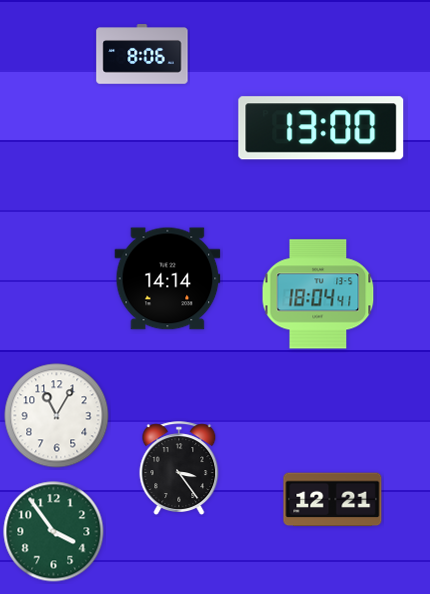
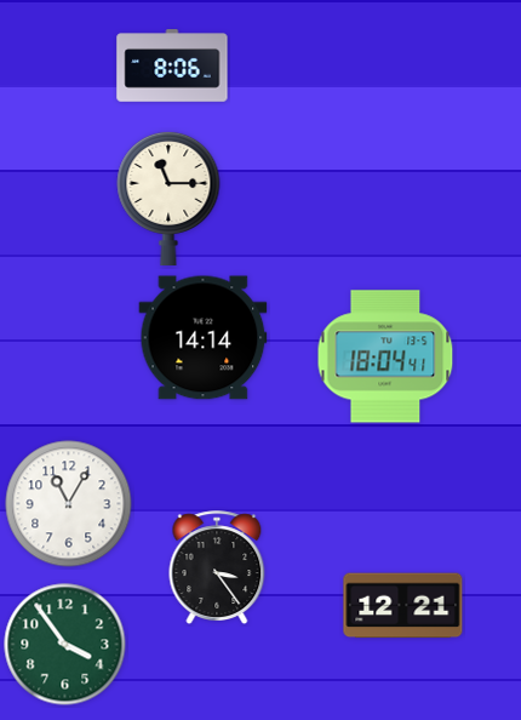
clock at (321, 128): 13:00 -> none
clock at (168, 198): none -> 11:15
